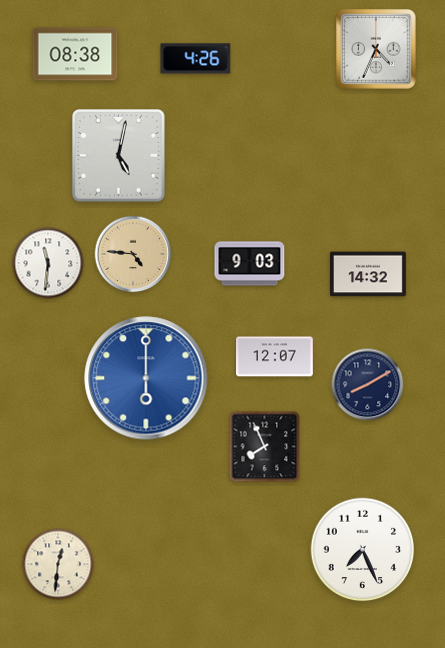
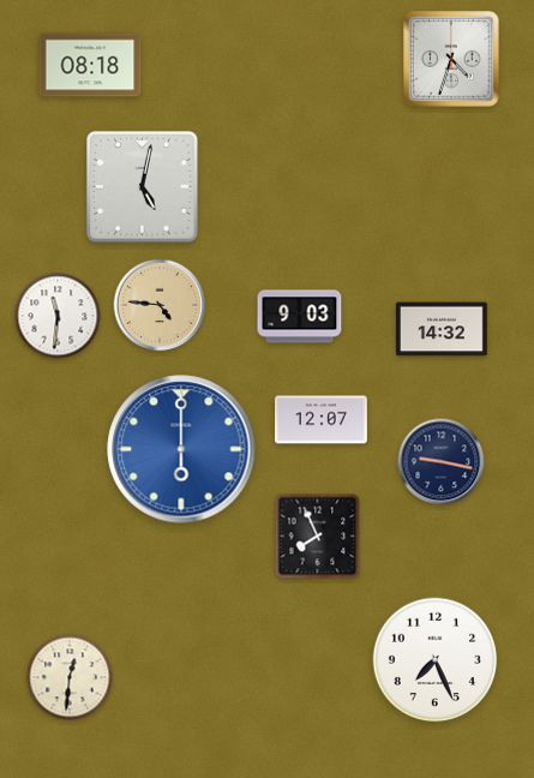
clock at (376, 49): 4:34 -> 4:33
clock at (75, 54): 08:38 -> 08:18
clock at (196, 59): 4:26 -> none
clock at (275, 357) position: (275, 357) -> (322, 420)
clock at (146, 378) position: (146, 378) -> (181, 449)
clock at (368, 385): 8:10 -> 9:17
